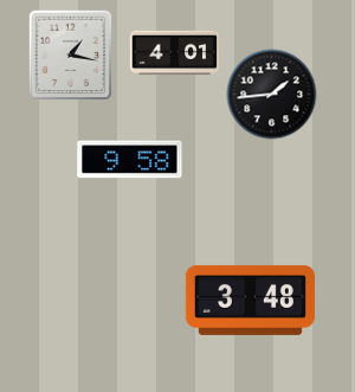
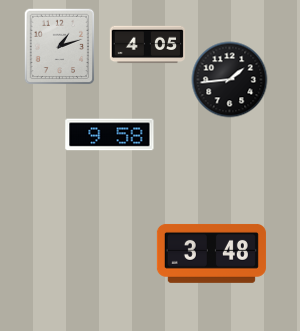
clock at (175, 53): 4:01 -> 4:05
clock at (71, 56): 1:17 -> 1:12
